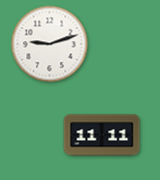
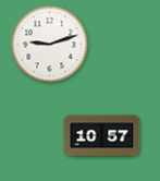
clock at (102, 136): 11:11 -> 10:57
